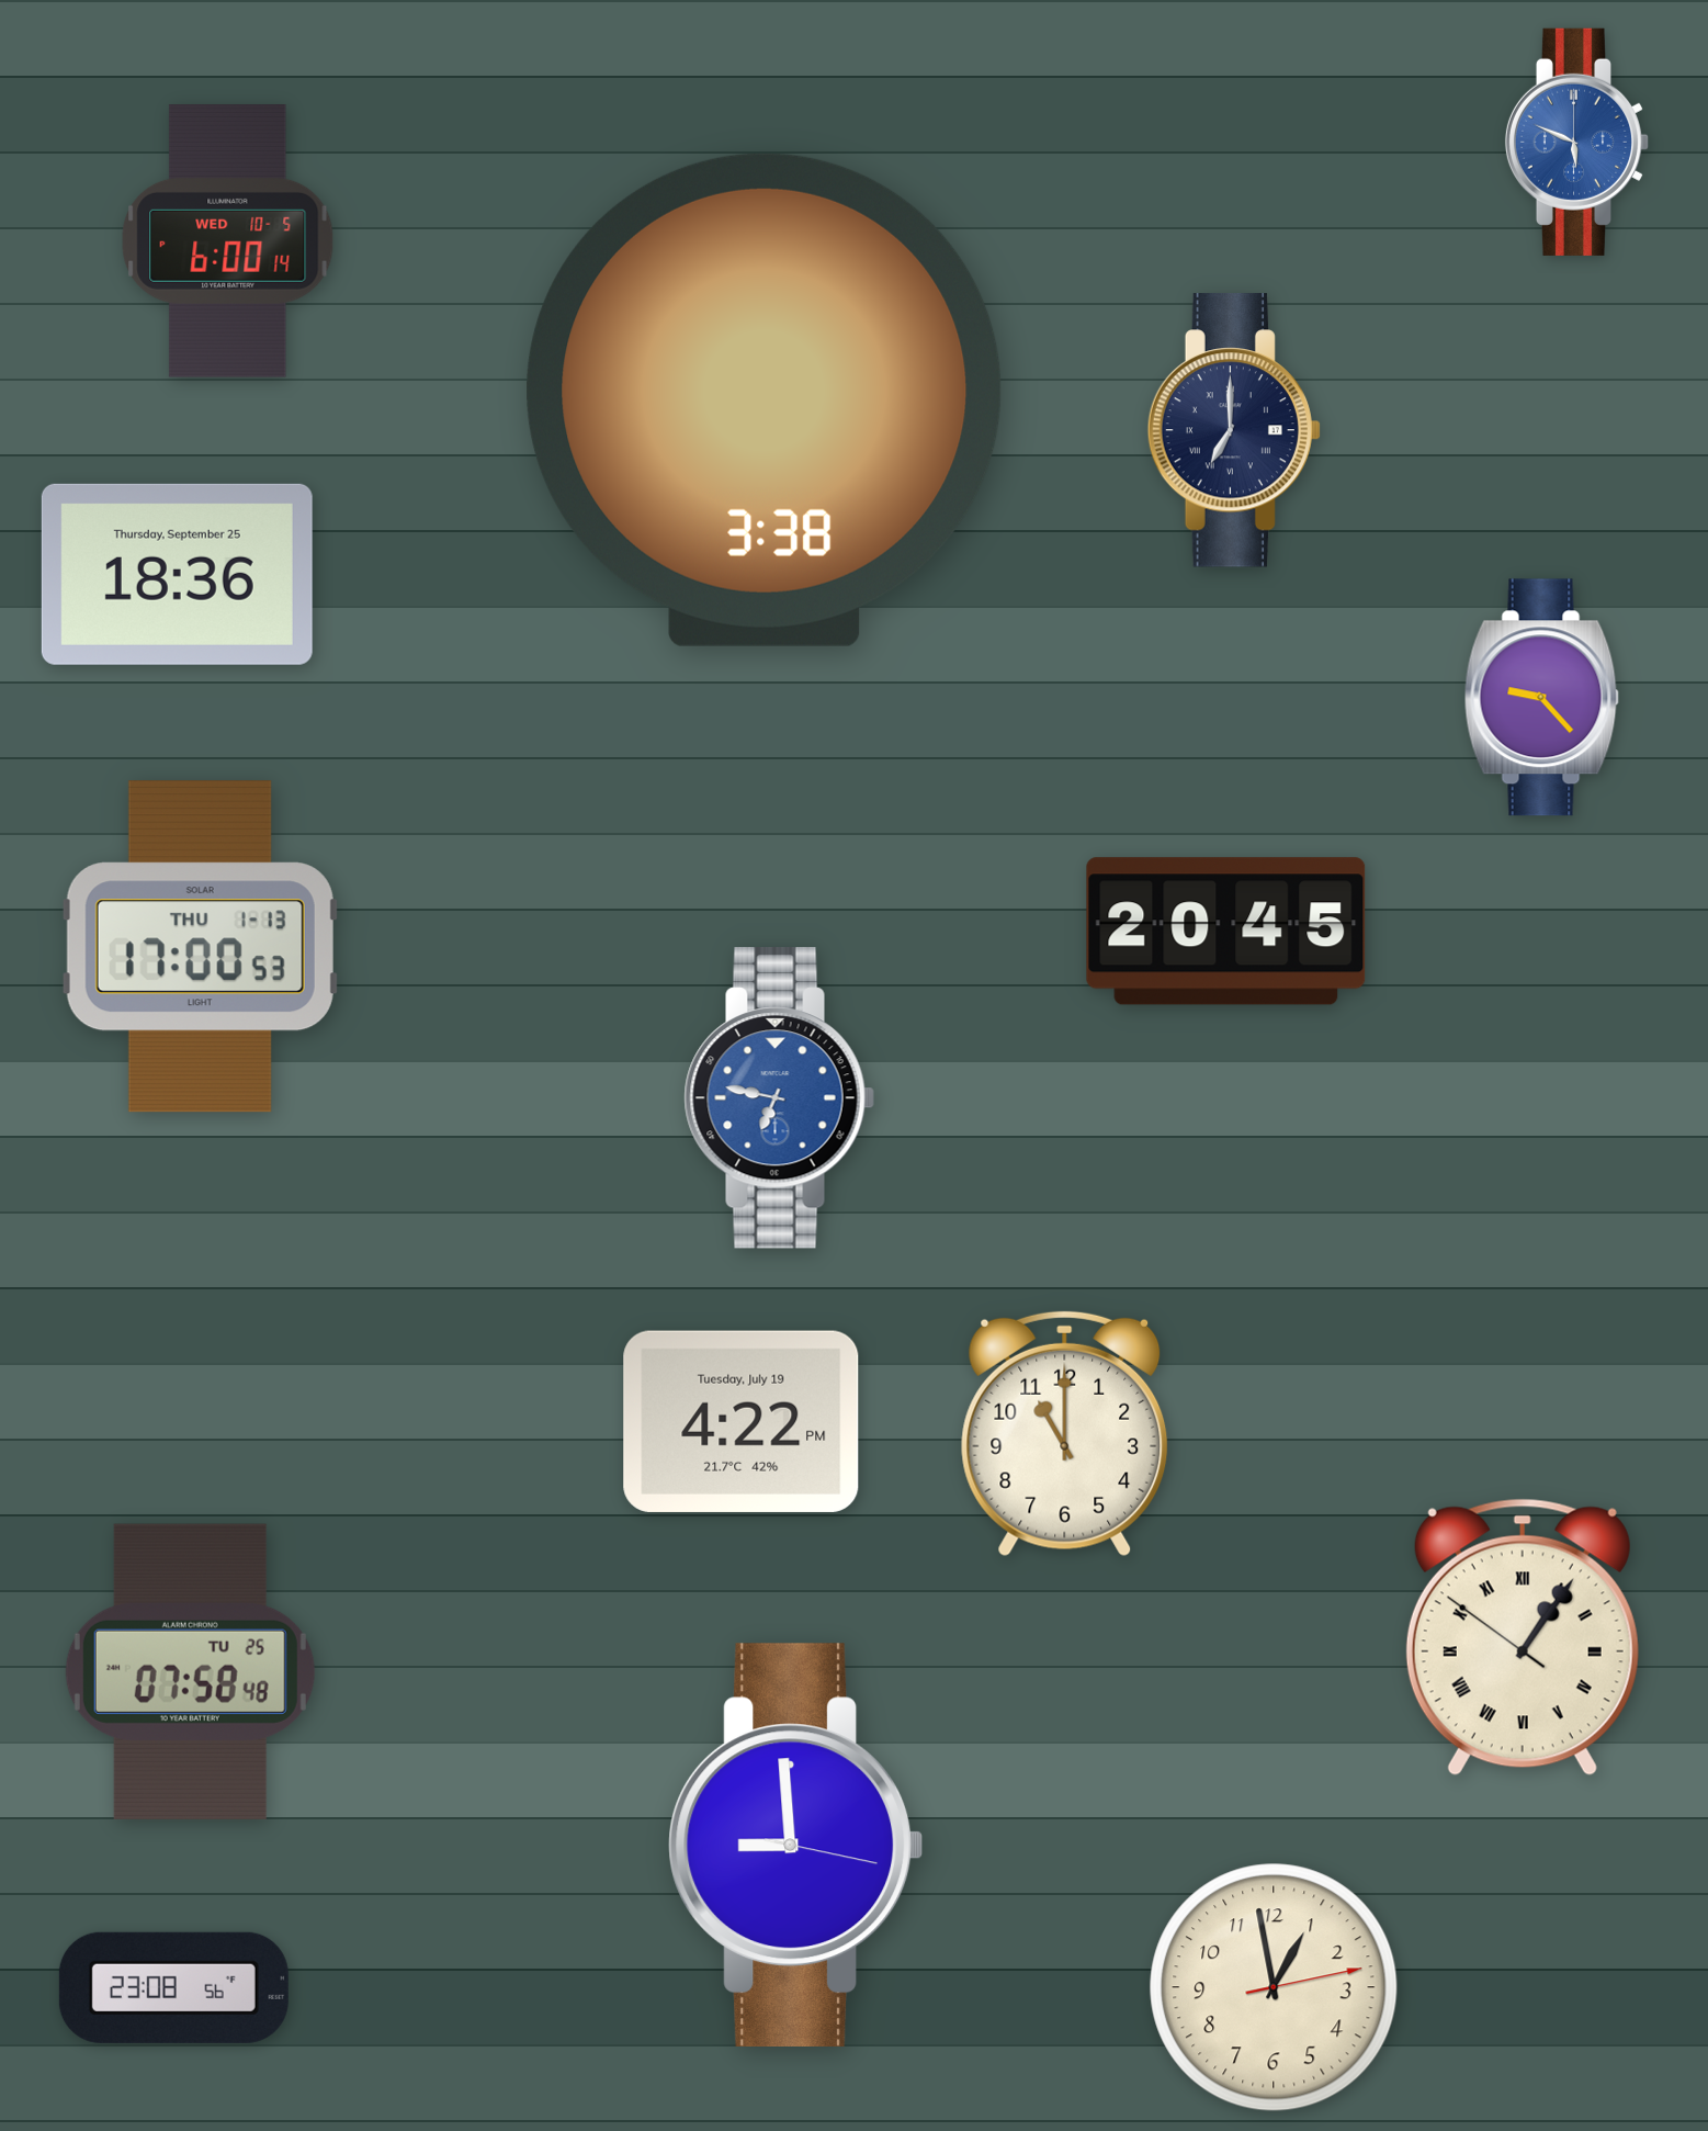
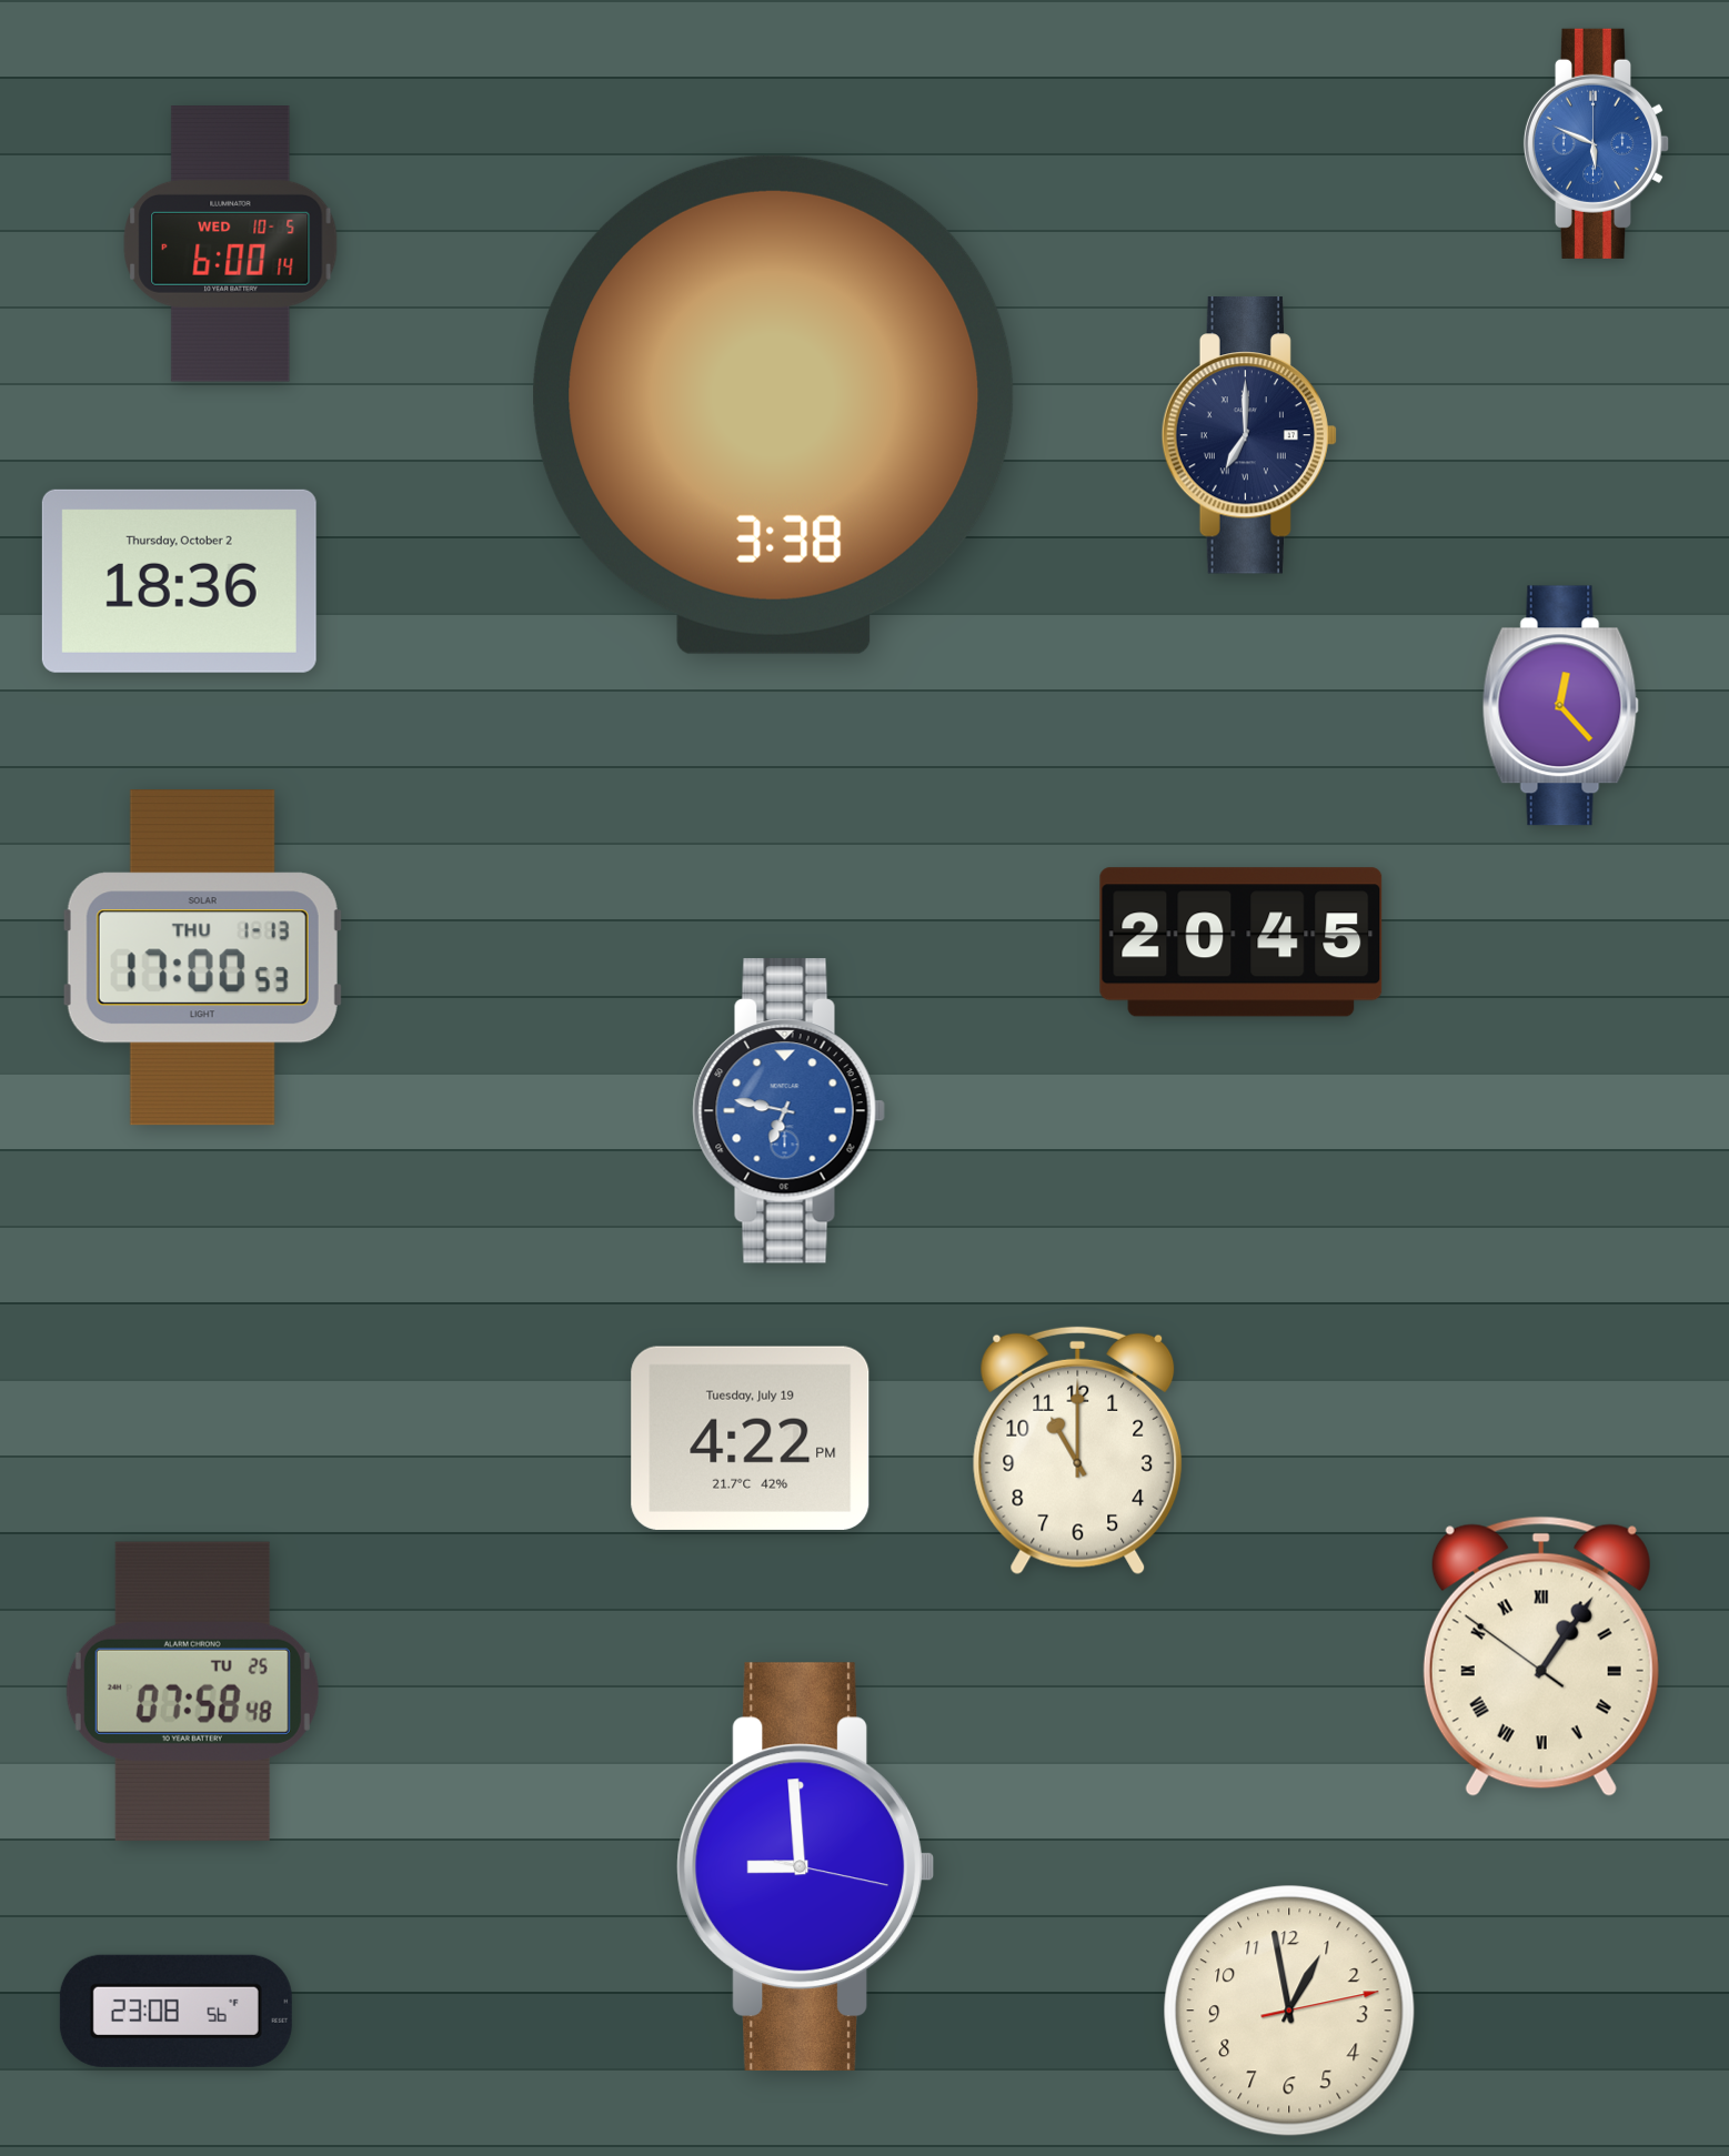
clock at (177, 574) date: Thursday, September 25 -> Thursday, October 2
clock at (1541, 698): 9:23 -> 12:23
